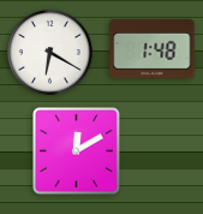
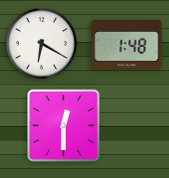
clock at (153, 49) position: (153, 49) -> (127, 45)
clock at (76, 150): 12:10 -> 12:30
